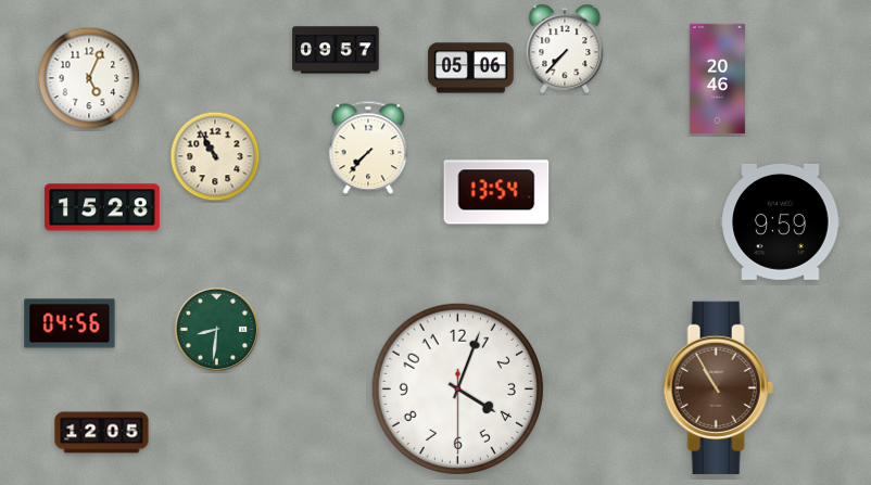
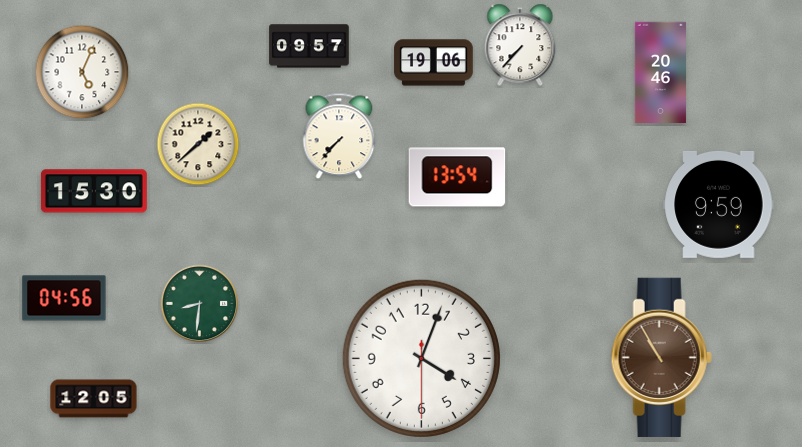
clock at (471, 68): 05:06 -> 19:06
clock at (215, 156): 10:55 -> 1:38
clock at (102, 207): 15:28 -> 15:30
